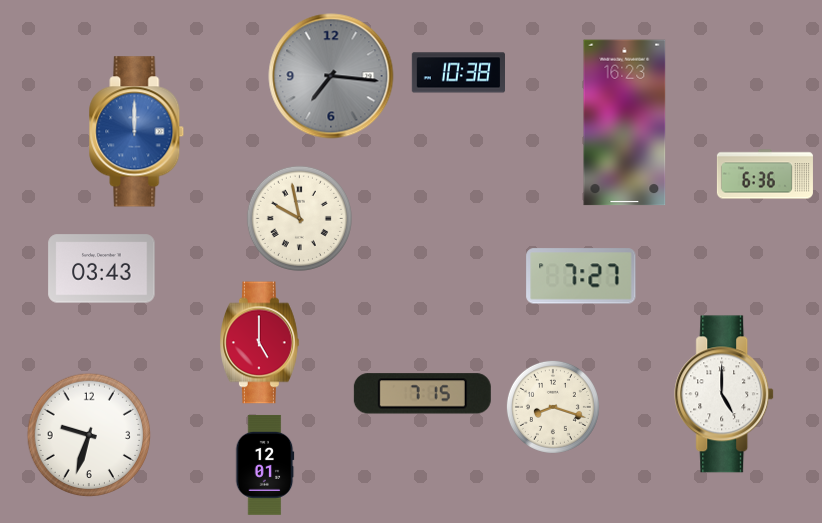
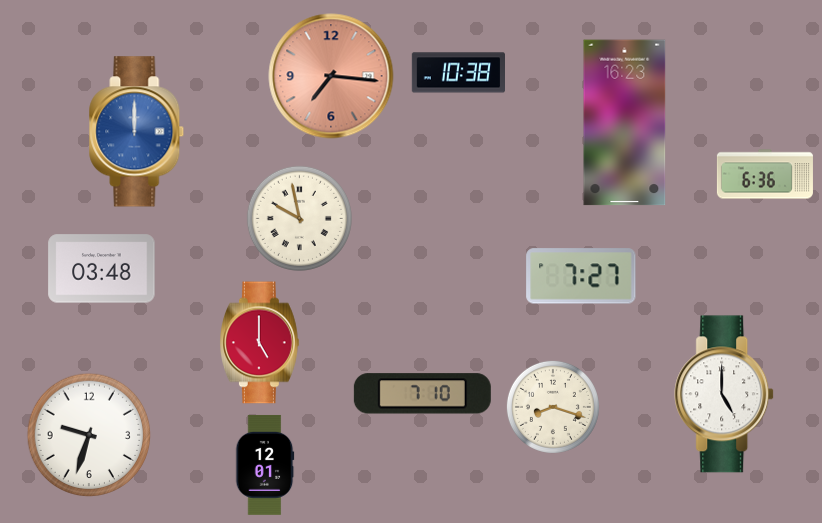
clock at (331, 76) dial: grey -> salmon
clock at (102, 269): 03:43 -> 03:48
clock at (422, 394): 7:15 -> 7:10
